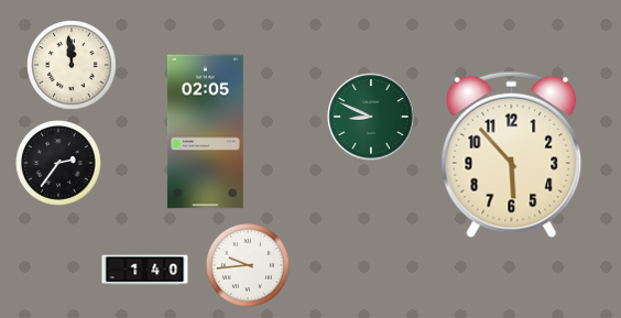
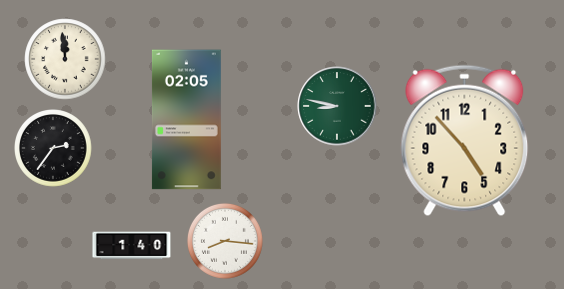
clock at (371, 117): 8:49 -> 8:47
clock at (512, 155): 5:53 -> 4:53
clock at (248, 265): 9:44 -> 8:16
